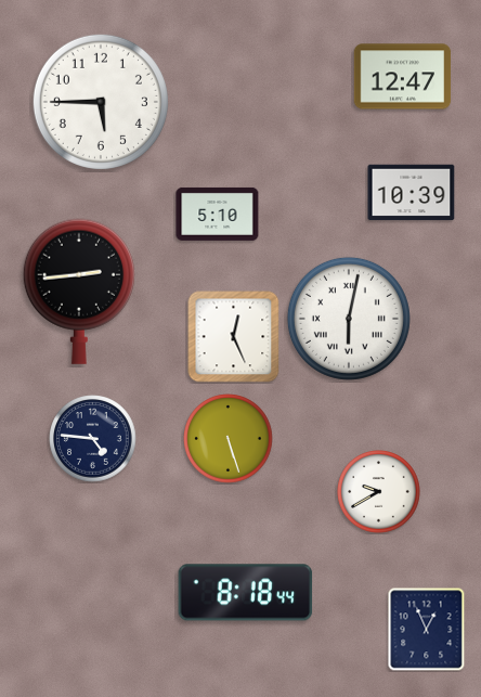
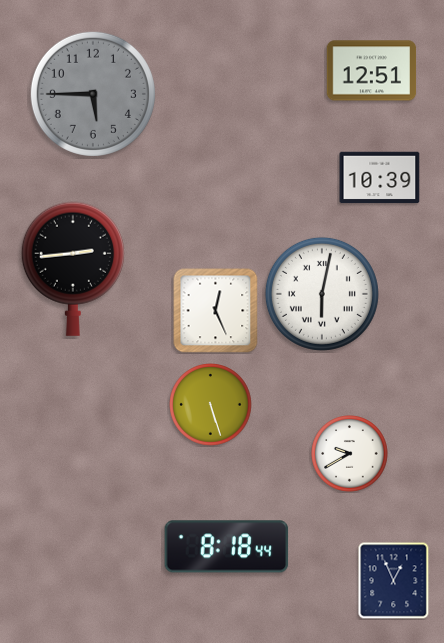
clock at (403, 77): 12:47 -> 12:51
clock at (101, 102) dial: white -> grey
clock at (218, 214): 5:10 -> none
clock at (93, 439): 4:46 -> none
